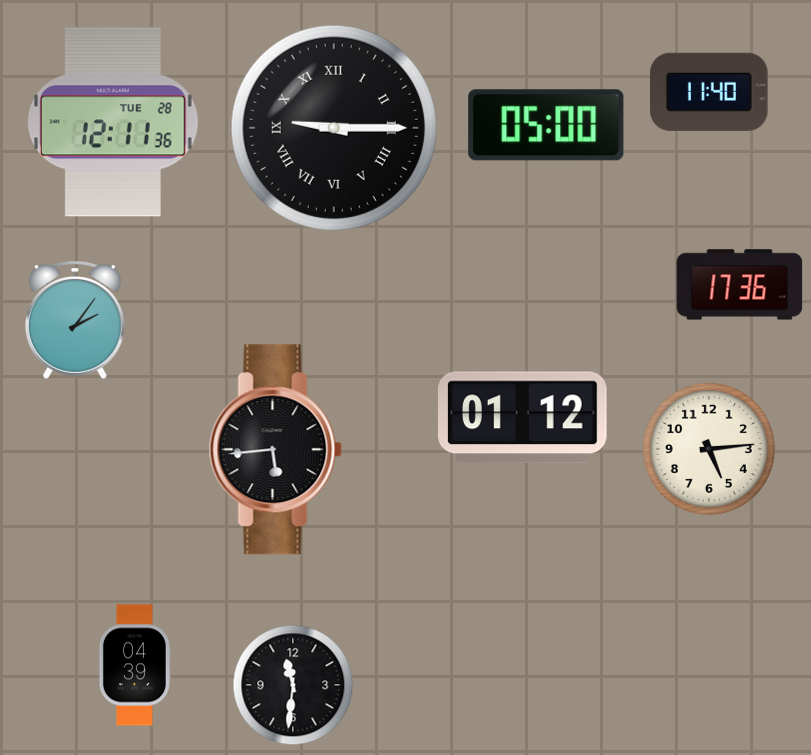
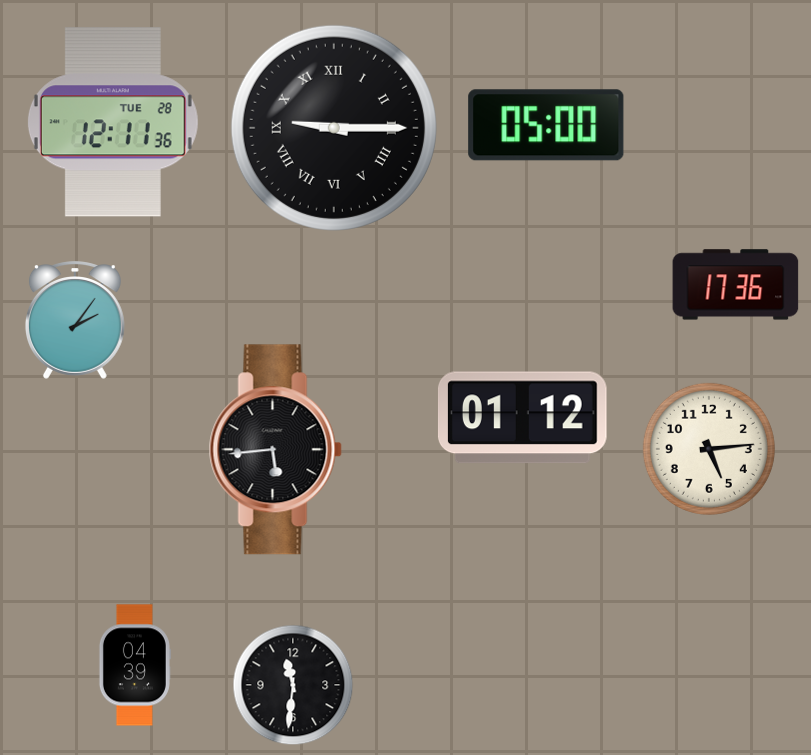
clock at (709, 92): 11:40 -> none
clock at (740, 285) position: (740, 285) -> (736, 285)
